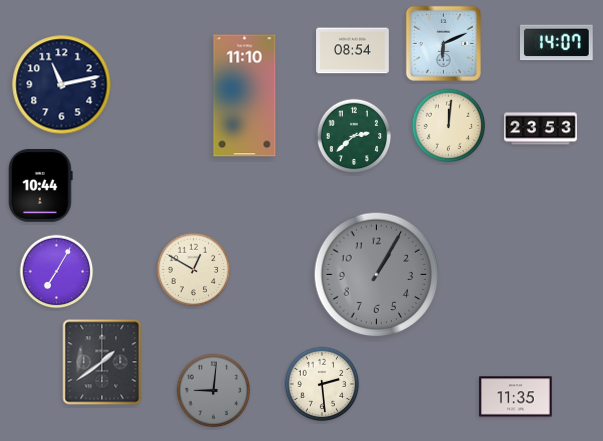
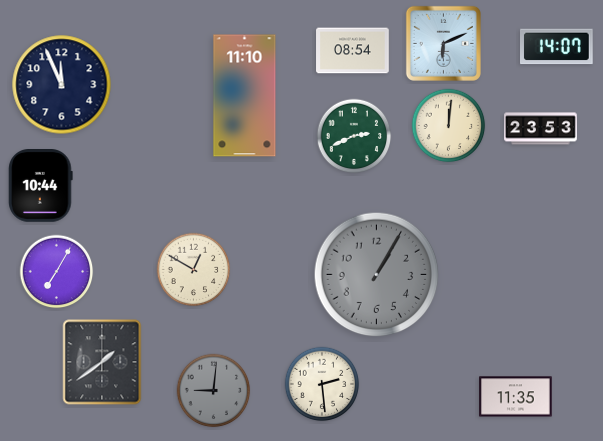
clock at (557, 43) position: (557, 43) -> (557, 47)
clock at (62, 85): 11:13 -> 11:56
clock at (354, 136): 2:38 -> 2:41
